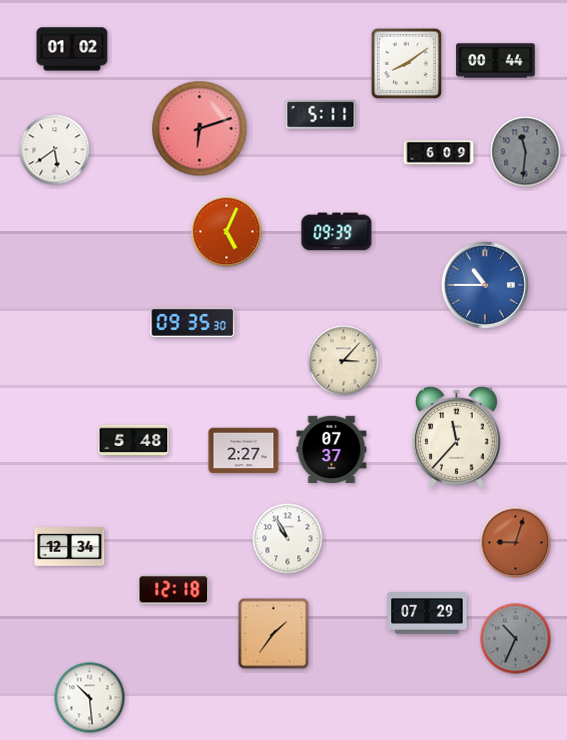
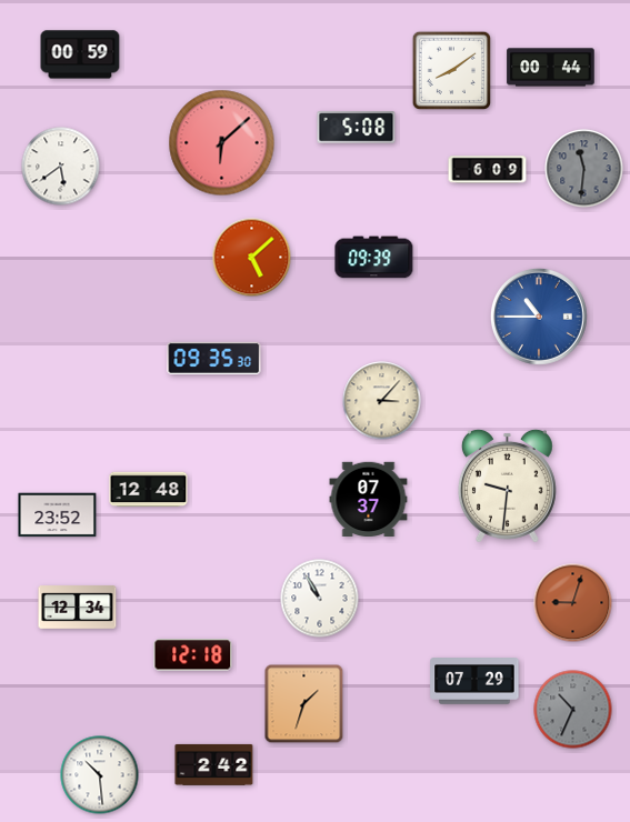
clock at (72, 49): 01:02 -> 00:59
clock at (321, 115): 5:11 -> 5:08
clock at (200, 129): 6:12 -> 6:08
clock at (227, 232): 5:04 -> 5:08
clock at (456, 437): 11:37 -> 9:31
clock at (134, 441): 5:48 -> 12:48
clock at (244, 451): 2:27 -> none
clock at (58, 515): none -> 23:52
clock at (274, 634): 1:36 -> 1:33
clock at (214, 764): none -> 2:42
